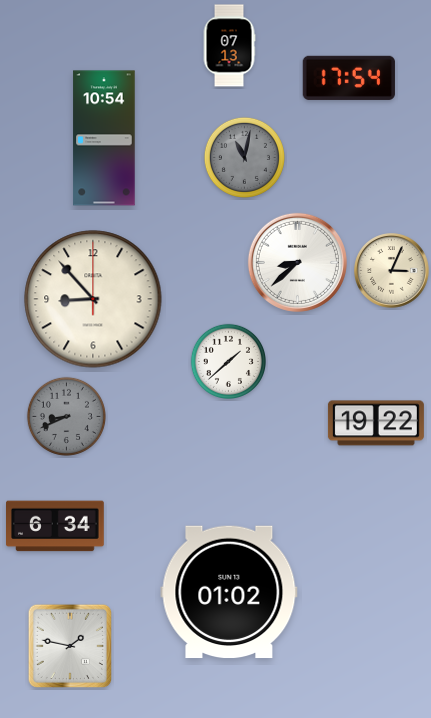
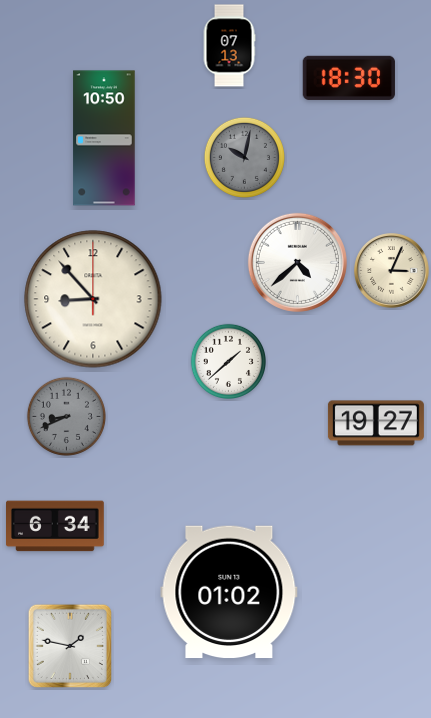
clock at (349, 78): 17:54 -> 18:30
clock at (104, 138): 10:54 -> 10:50
clock at (244, 157): 11:02 -> 10:02
clock at (297, 262): 8:38 -> 4:38
clock at (376, 423): 19:22 -> 19:27
